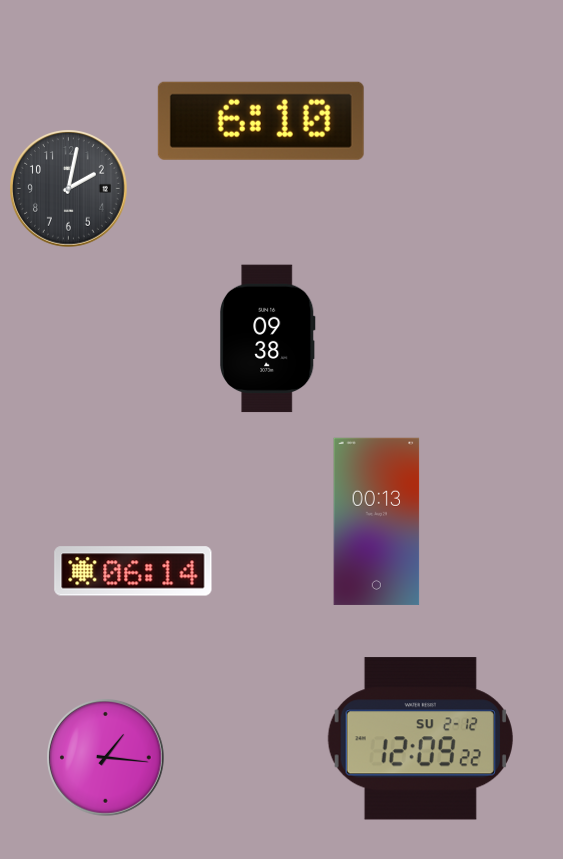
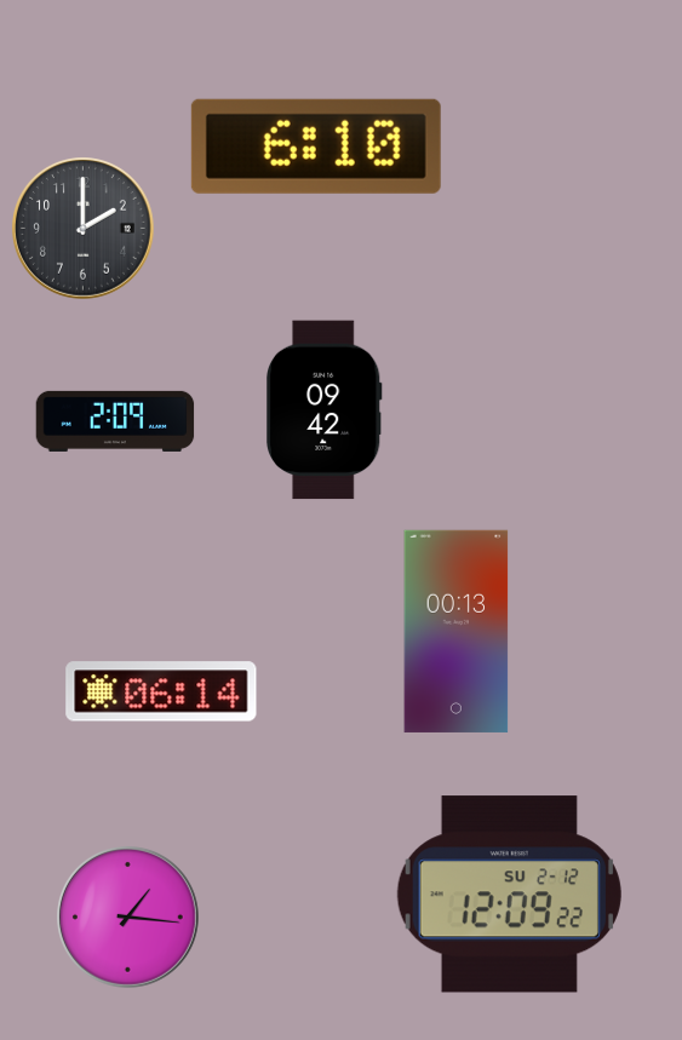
clock at (69, 189): 2:02 -> 2:00
clock at (267, 339): 09:38 -> 09:42
clock at (115, 421): none -> 2:09
